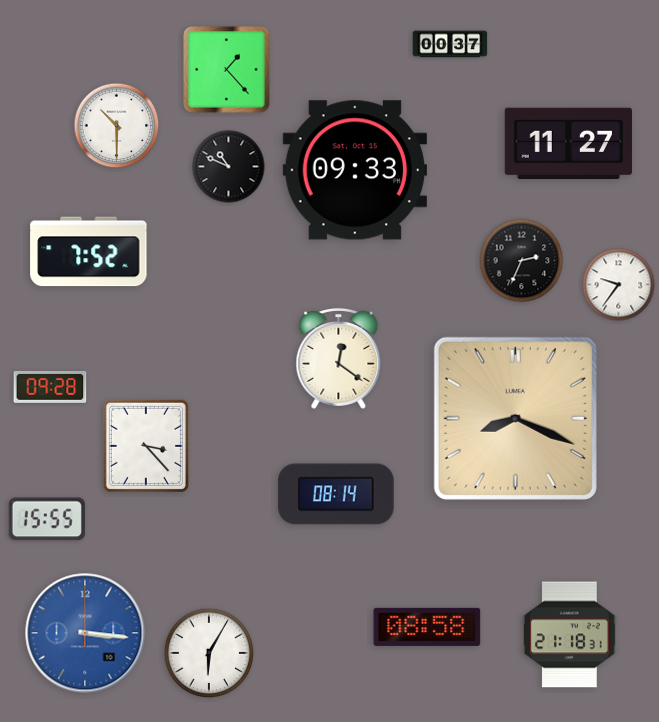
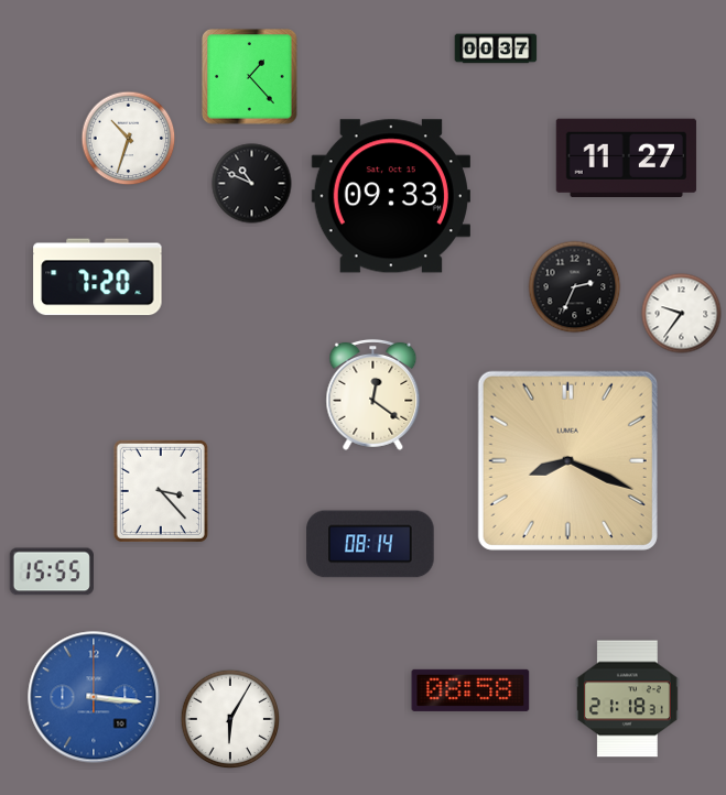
clock at (117, 126): 10:30 -> 10:33
clock at (355, 170) position: (355, 170) -> (391, 196)
clock at (89, 252): 7:52 -> 7:20
clock at (50, 387): 09:28 -> none
